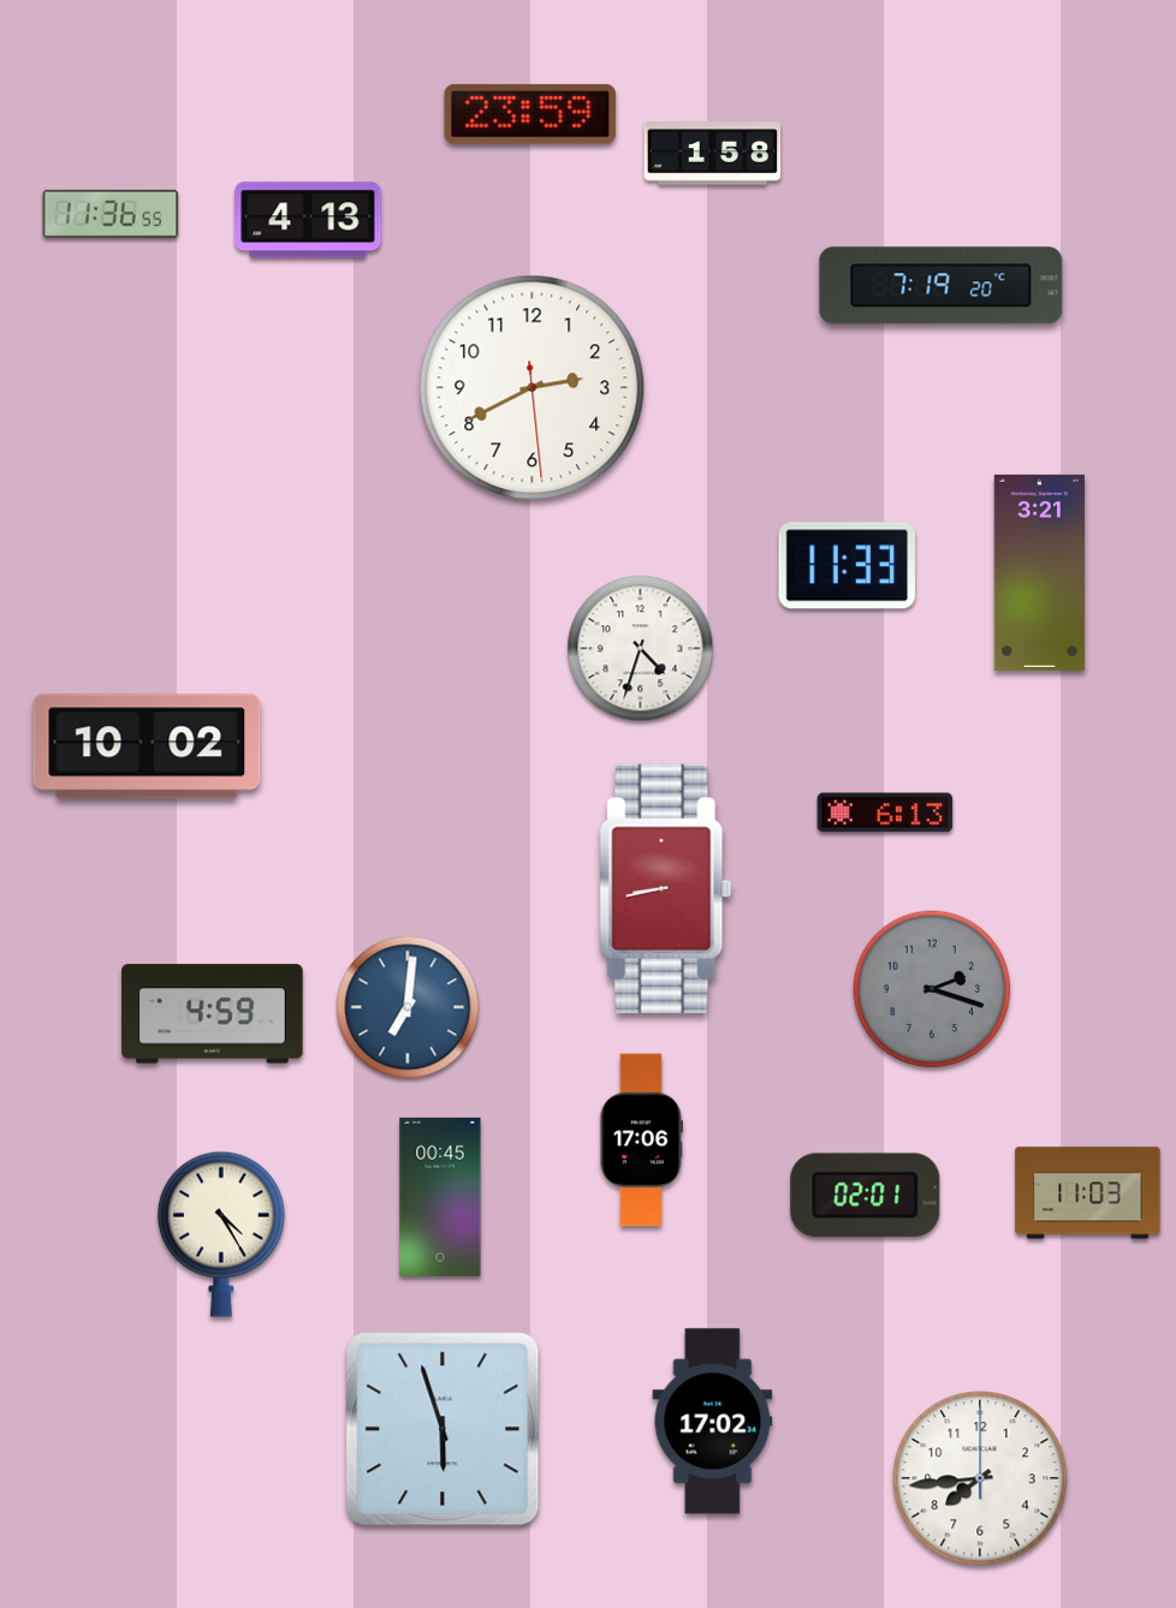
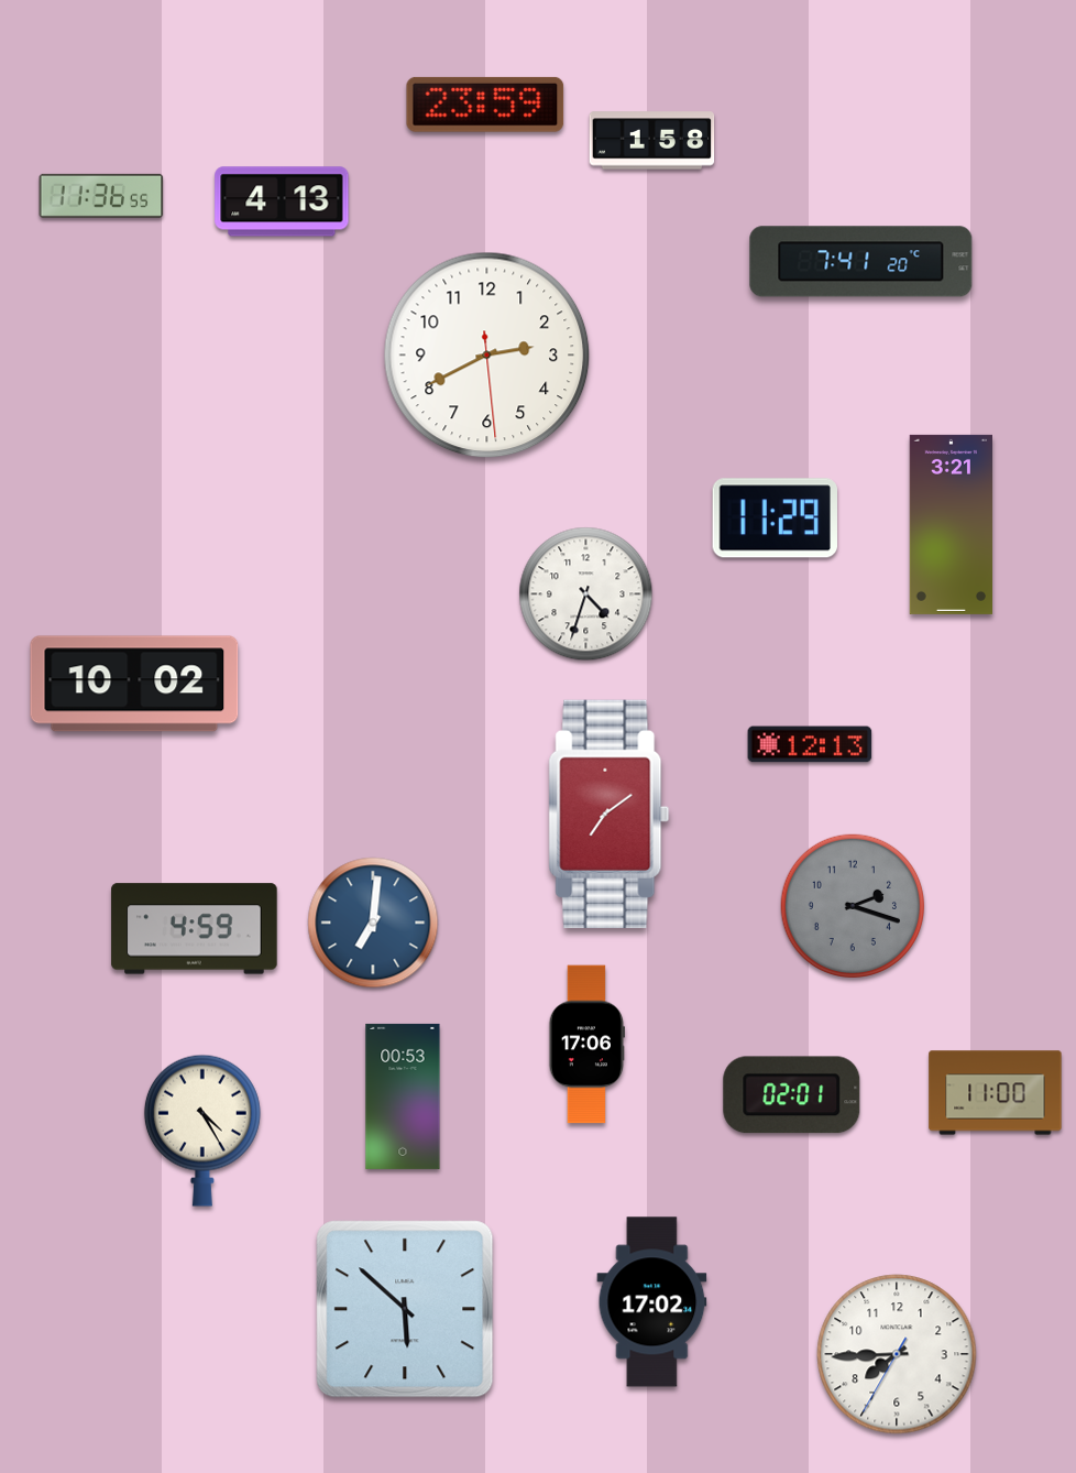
clock at (942, 286): 7:19 -> 7:41
clock at (847, 566): 11:33 -> 11:29
clock at (885, 812): 6:13 -> 12:13
clock at (666, 888): 8:43 -> 7:09
clock at (1088, 1193): 11:03 -> 11:00
clock at (440, 1197): 00:45 -> 00:53
clock at (443, 1429): 5:57 -> 5:52
clock at (980, 1478): 7:44:00 -> 7:44:35
